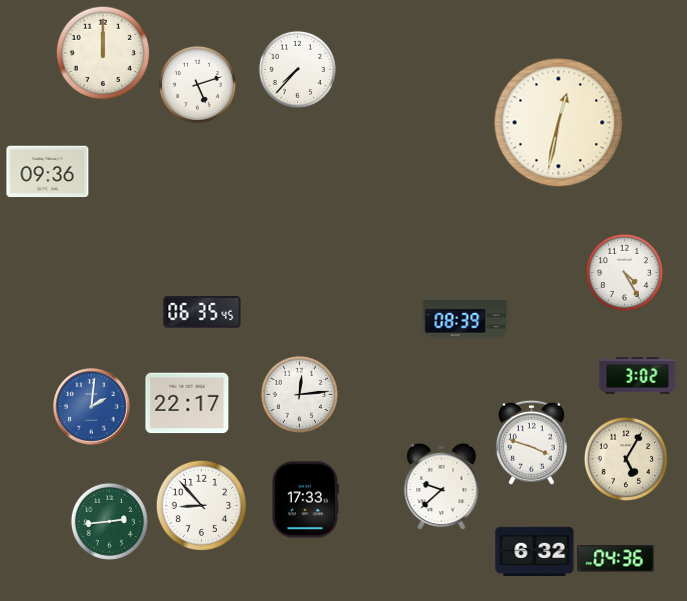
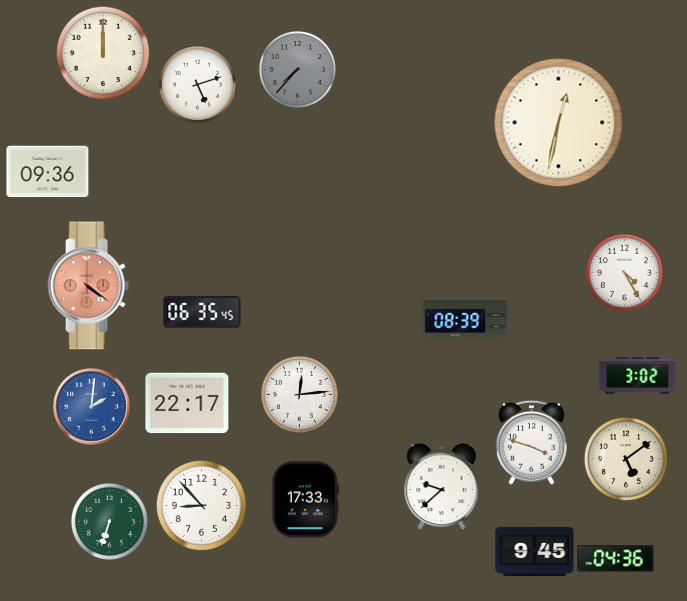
clock at (297, 69) dial: white -> grey
clock at (88, 286): none -> 4:21
clock at (626, 459): 5:05 -> 5:09
clock at (109, 521): 2:44 -> 6:33
clock at (535, 551): 6:32 -> 9:45
